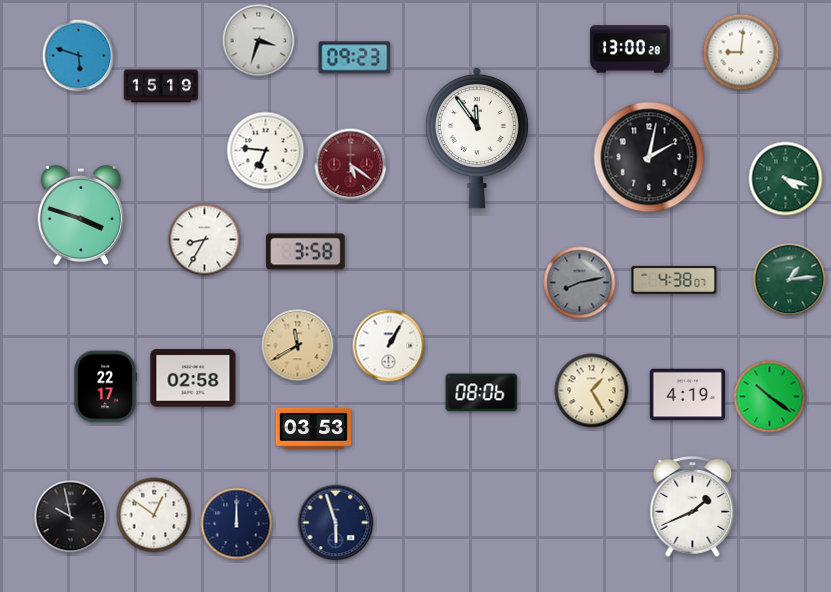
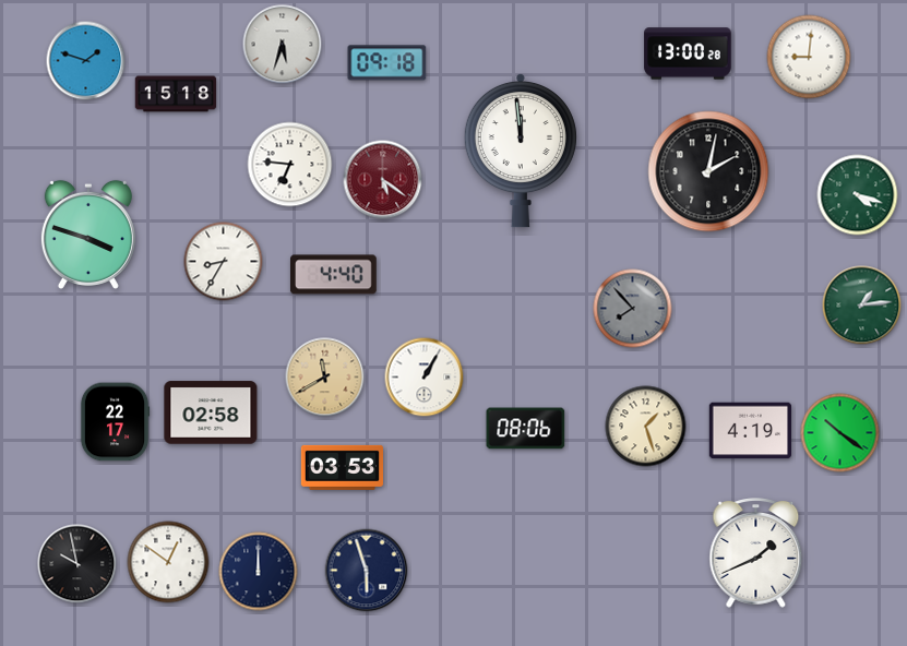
clock at (259, 41): 3:33 -> 5:33
clock at (79, 56): 5:48 -> 1:48
clock at (355, 58): 09:23 -> 09:18
clock at (161, 86): 15:19 -> 15:18
clock at (477, 138): 11:54 -> 11:59
clock at (306, 252): 3:58 -> 4:40
clock at (674, 280): 4:38 -> none
clock at (580, 283): 8:13 -> 7:53
clock at (592, 391): 1:25 -> 1:27
